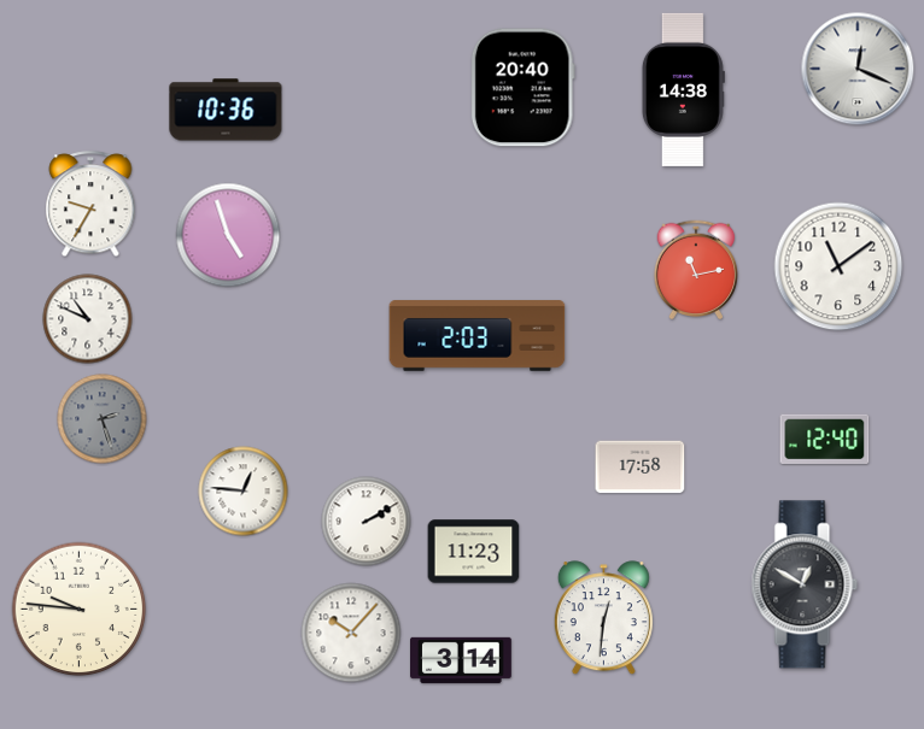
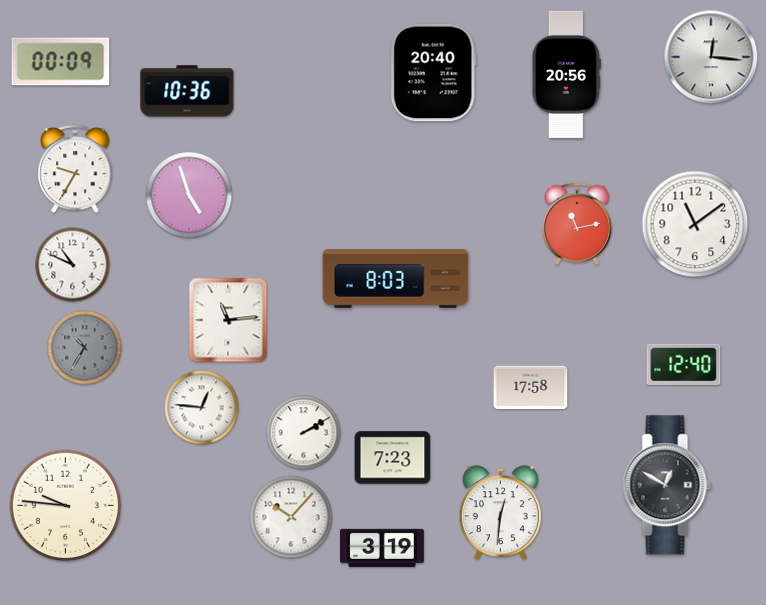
clock at (858, 69): 12:19 -> 12:16
clock at (61, 62): none -> 00:09
clock at (683, 89): 14:38 -> 20:56
clock at (838, 266) position: (838, 266) -> (695, 224)
clock at (478, 336): 2:03 -> 8:03
clock at (228, 320): none -> 11:14
clock at (103, 419): 2:27 -> 10:35
clock at (474, 552): 11:23 -> 7:23
clock at (351, 633) position: (351, 633) -> (291, 517)
clock at (462, 660): 3:14 -> 3:19
